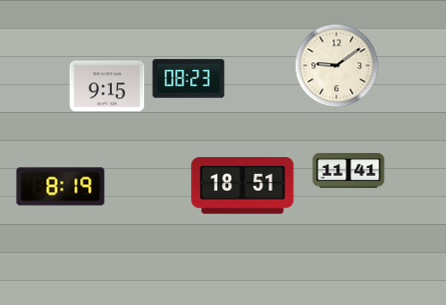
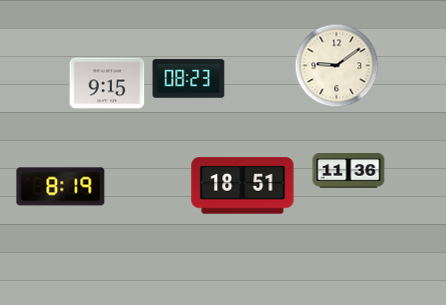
clock at (107, 86) position: (107, 86) -> (107, 83)
clock at (349, 171): 11:41 -> 11:36
